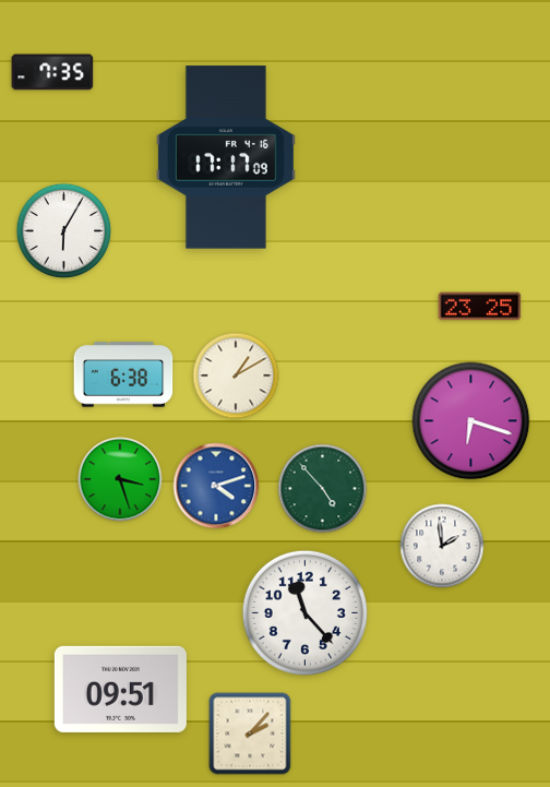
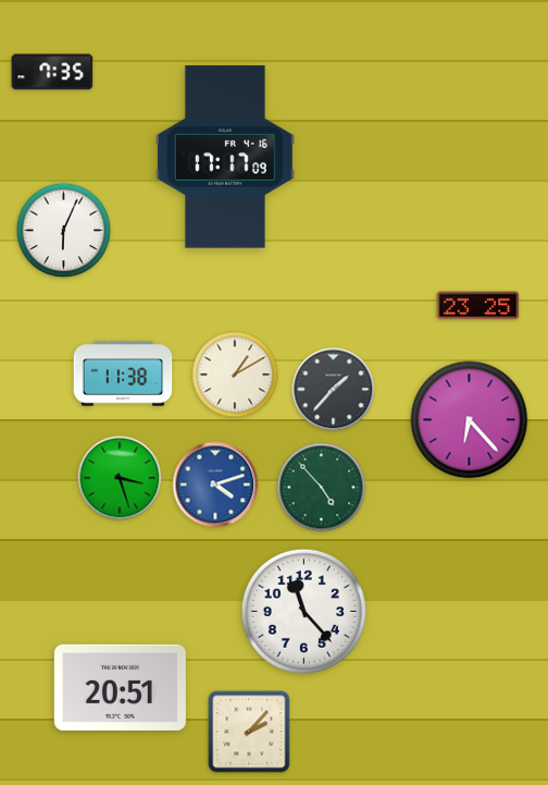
clock at (64, 231): 6:05 -> 6:04
clock at (123, 374): 6:38 -> 11:38
clock at (334, 390): none -> 1:37
clock at (471, 421): 6:18 -> 6:23
clock at (442, 546): 1:59 -> none
clock at (120, 689): 09:51 -> 20:51
